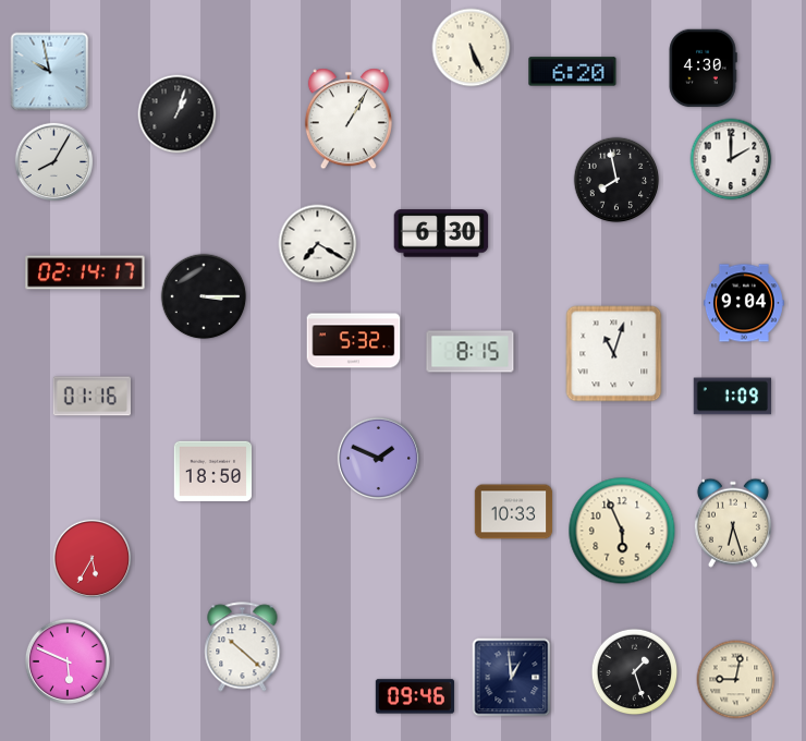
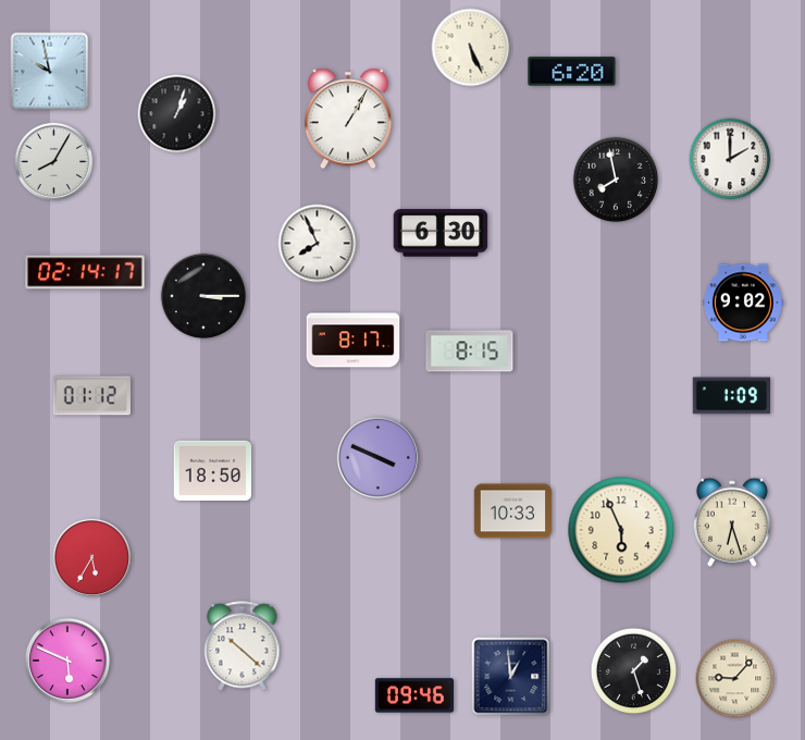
clock at (703, 69): 4:30 -> none
clock at (318, 244): 7:20 -> 7:56
clock at (744, 303): 9:04 -> 9:02
clock at (354, 341): 5:32 -> 8:17
clock at (614, 354): 11:03 -> none
clock at (91, 397): 01:16 -> 01:12
clock at (378, 458): 1:49 -> 3:49
clock at (736, 680): 9:02 -> 9:07
